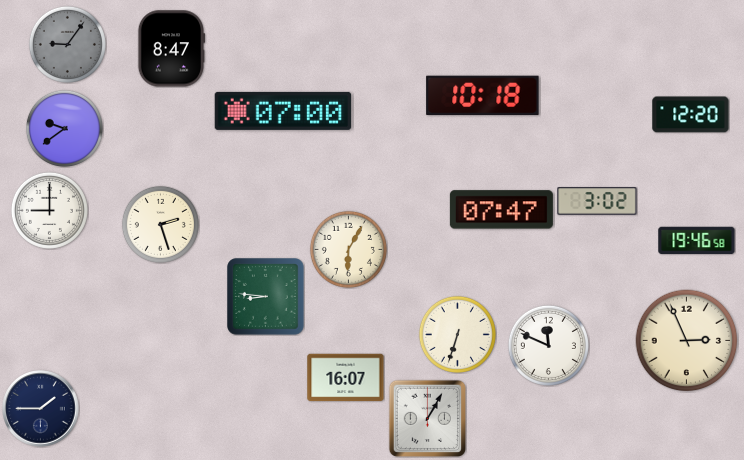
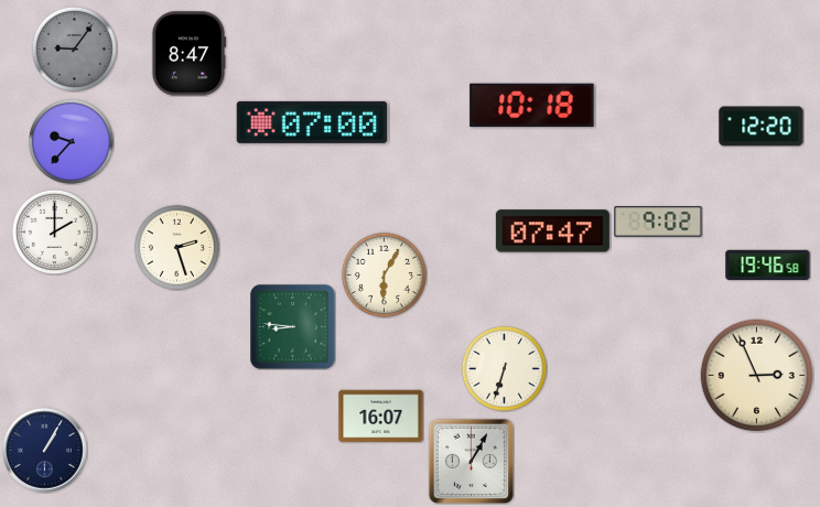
clock at (64, 128): 9:39 -> 9:37
clock at (597, 201): 3:02 -> 9:02
clock at (49, 210): 9:00 -> 2:00
clock at (548, 345): 11:49 -> none
clock at (41, 409): 1:45 -> 1:05
